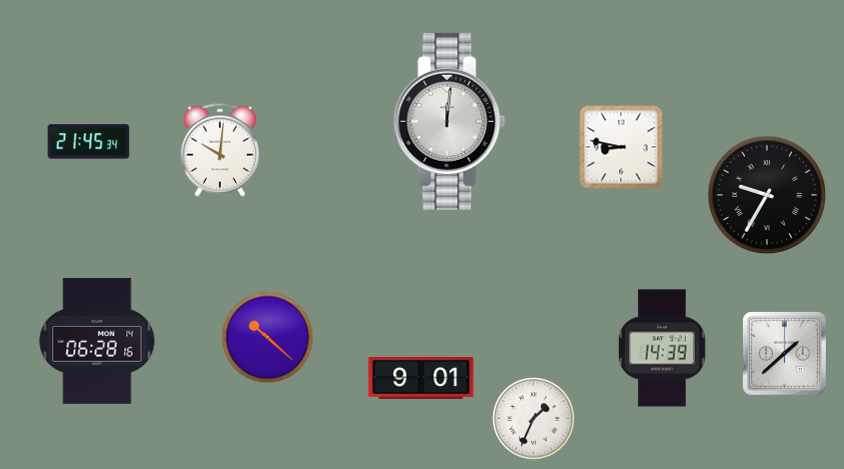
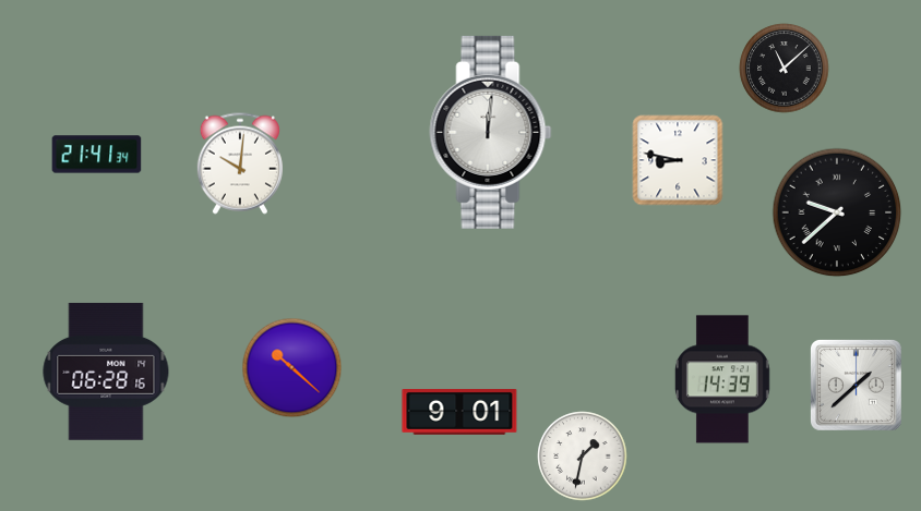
clock at (785, 69): none -> 11:08
clock at (89, 142): 21:45 -> 21:41
clock at (767, 195): 9:35 -> 9:38
clock at (534, 419): 1:34 -> 1:32
